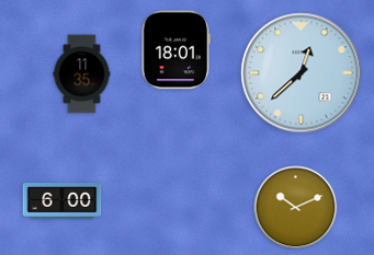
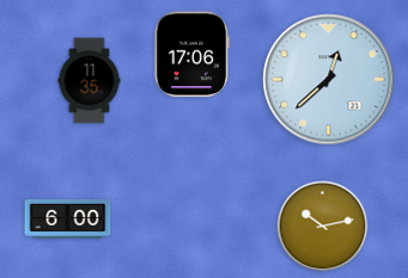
clock at (177, 50): 18:01 -> 17:06
clock at (296, 208): 10:11 -> 10:13
